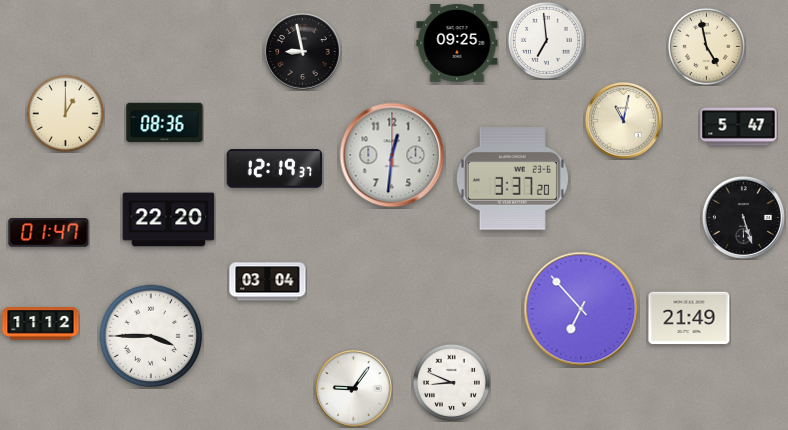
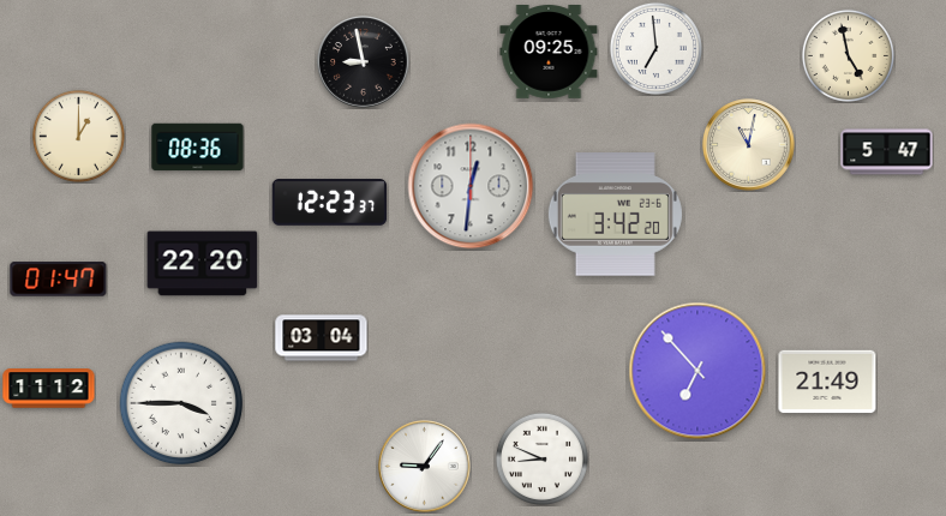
clock at (275, 169): 12:19 -> 12:23
clock at (512, 179): 3:37 -> 3:42
clock at (743, 217): 5:27 -> none
